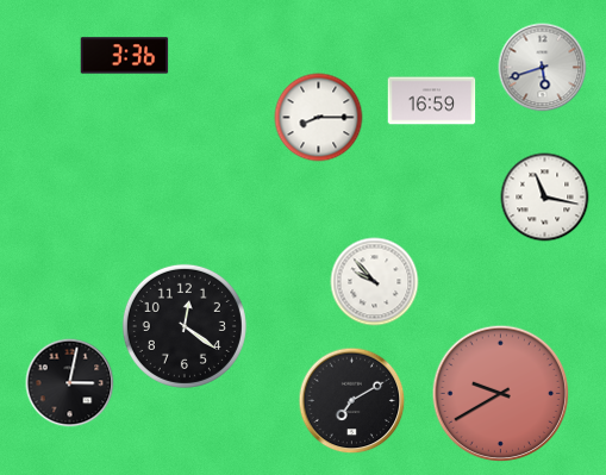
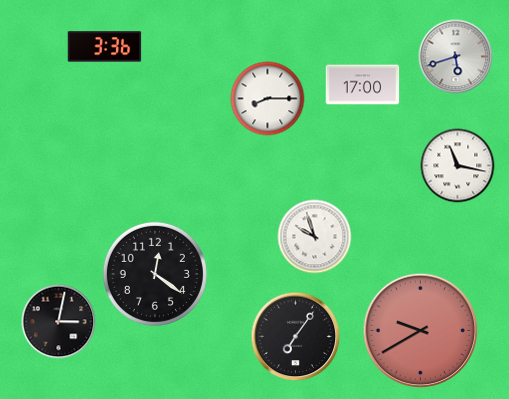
clock at (432, 101): 16:59 -> 17:00
clock at (375, 282): 9:53 -> 9:57
clock at (352, 401): 7:10 -> 7:06
